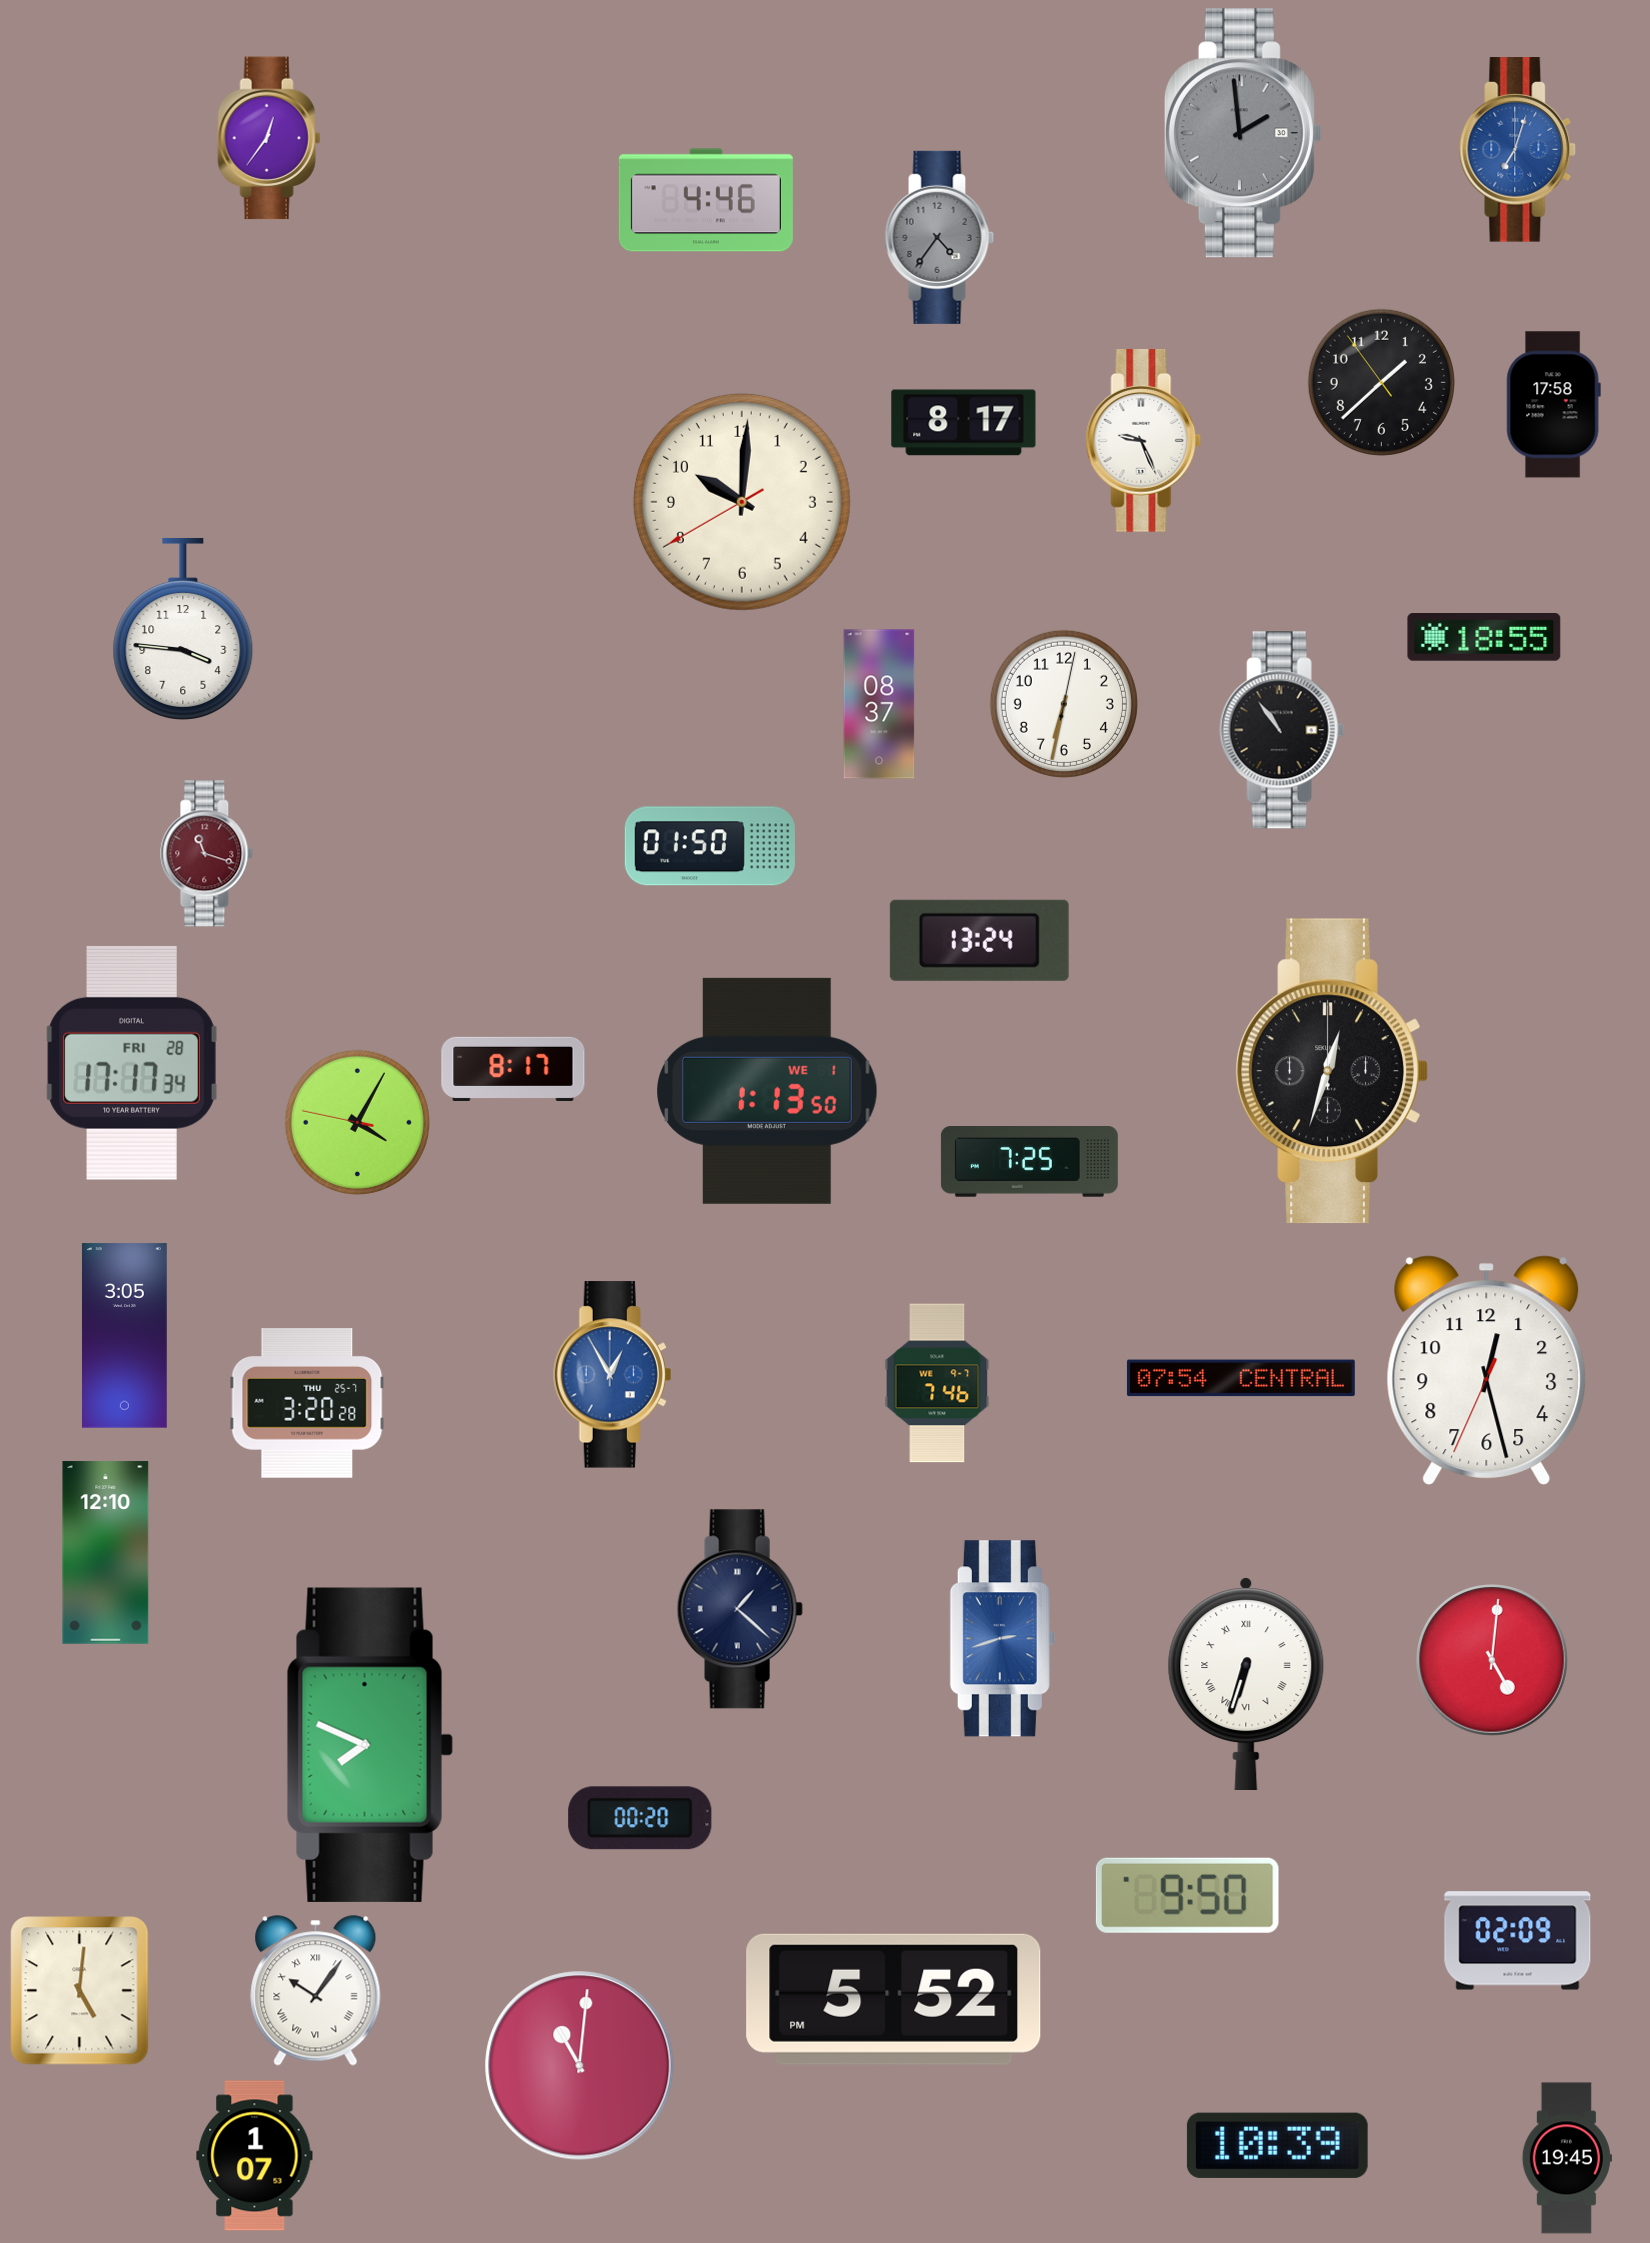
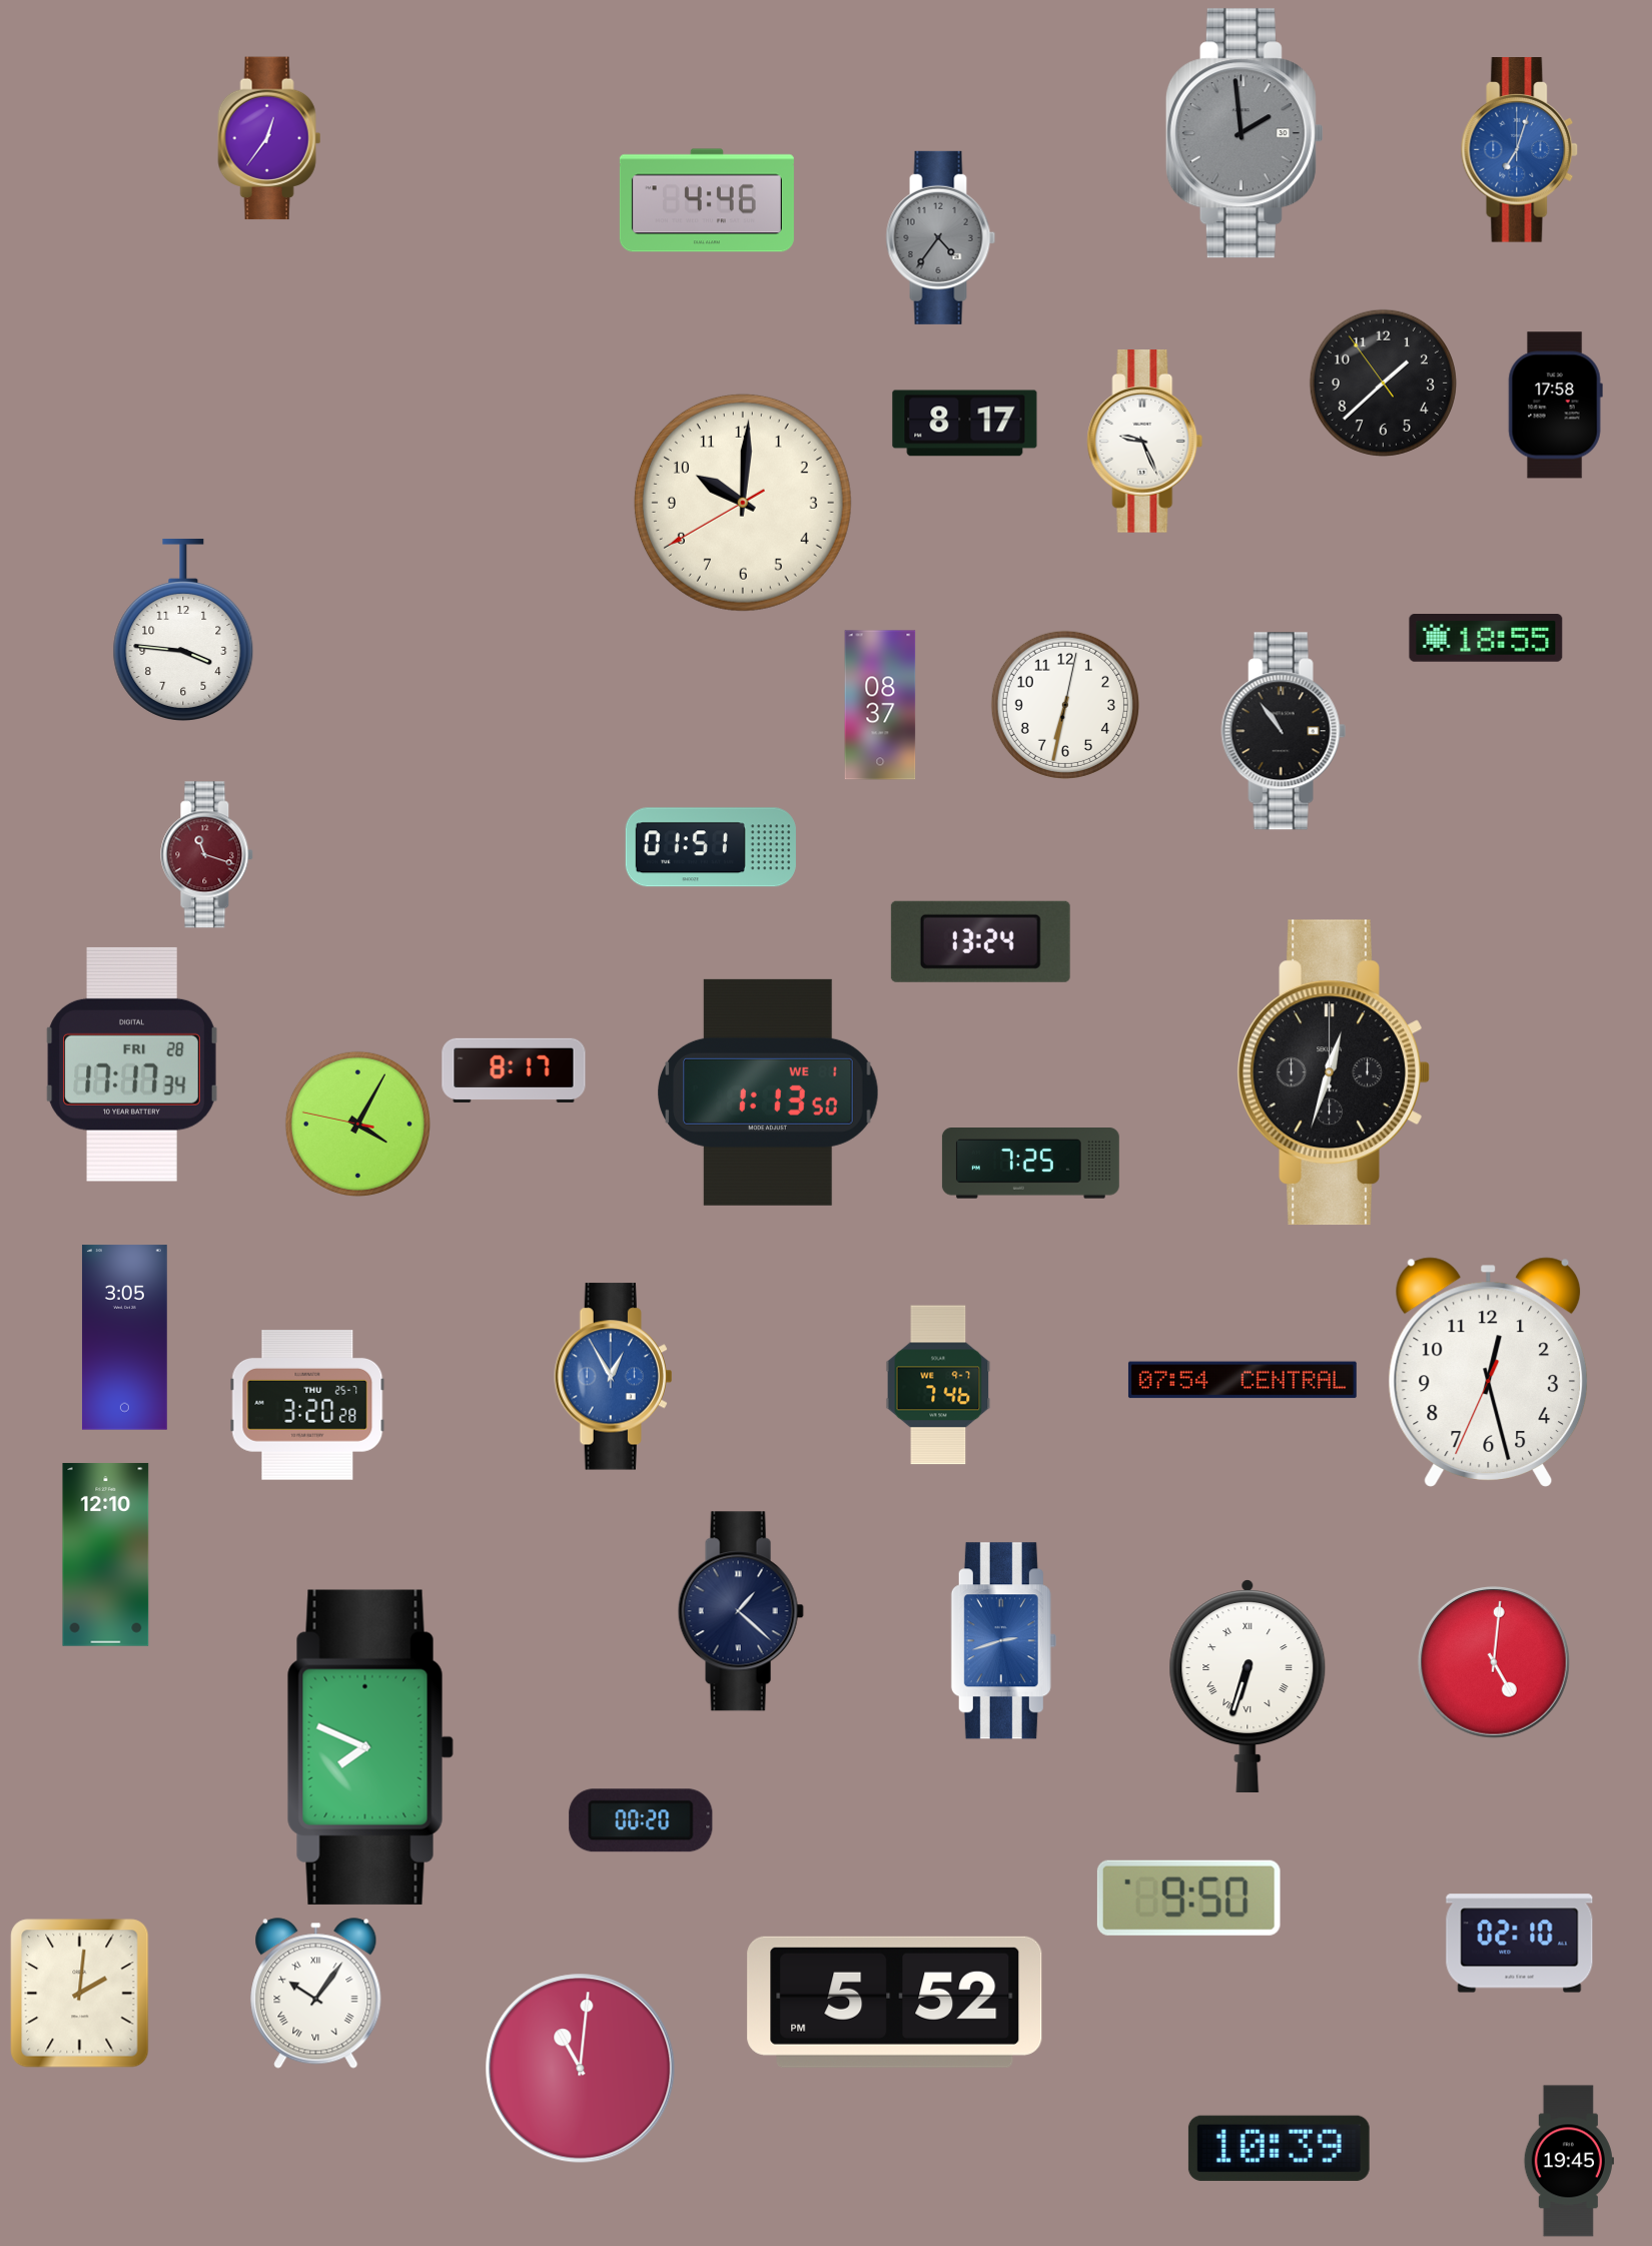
clock at (710, 846): 01:50 -> 01:51
clock at (1518, 1941): 02:09 -> 02:10
clock at (80, 1991): 5:01 -> 2:01
clock at (255, 2156): 1:07 -> none
